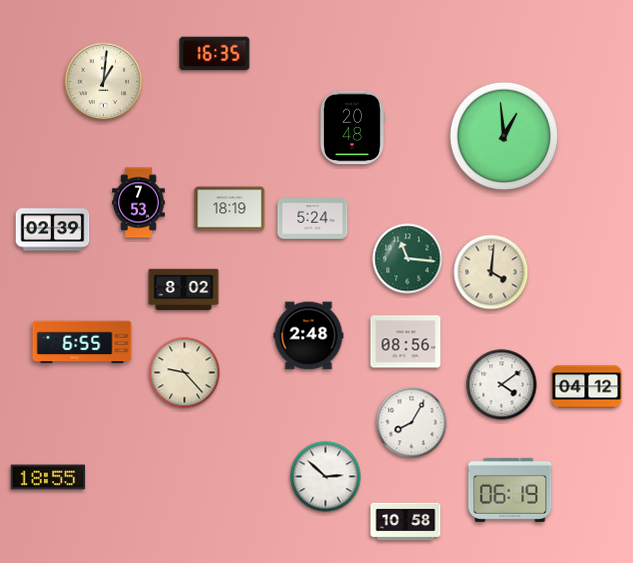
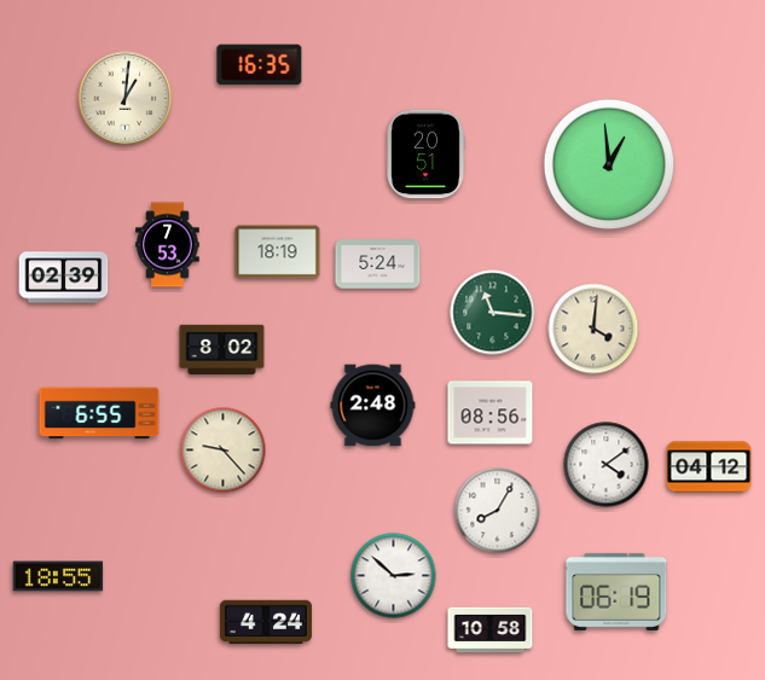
clock at (352, 128): 20:48 -> 20:51
clock at (266, 622): none -> 4:24
